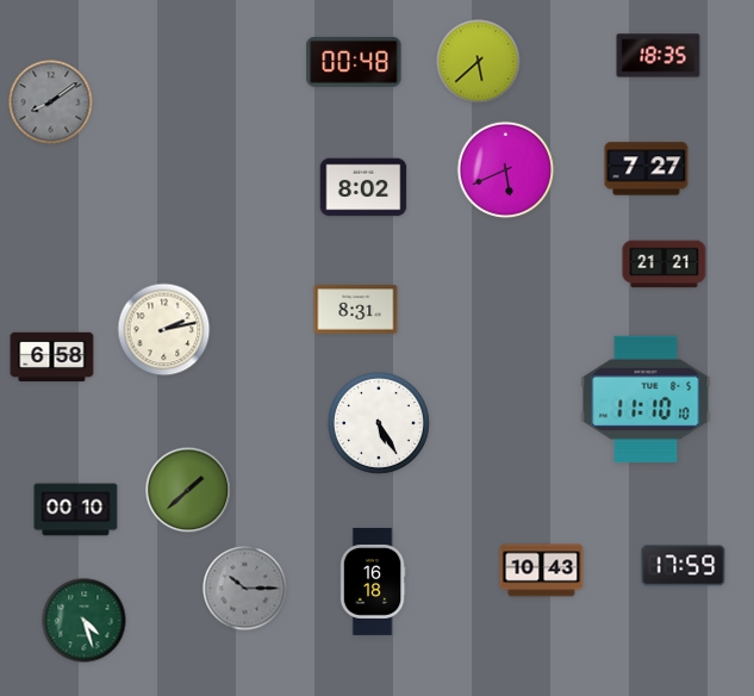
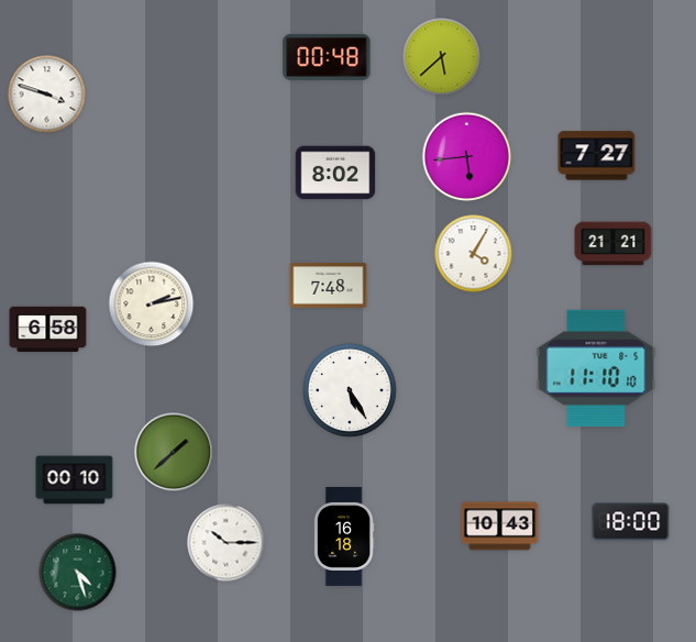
clock at (659, 56): 18:35 -> none
clock at (51, 102): 8:09 -> 3:48
clock at (51, 102) dial: grey -> white
clock at (506, 170): 5:41 -> 5:44
clock at (474, 254): none -> 4:05
clock at (356, 310): 8:31 -> 7:48
clock at (76, 510) position: (76, 510) -> (75, 480)
clock at (684, 566): 17:59 -> 18:00
clock at (245, 589) dial: grey -> white
